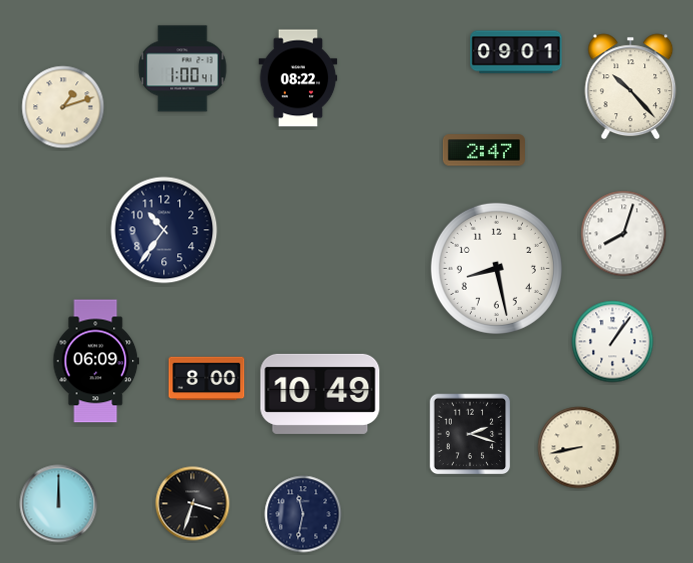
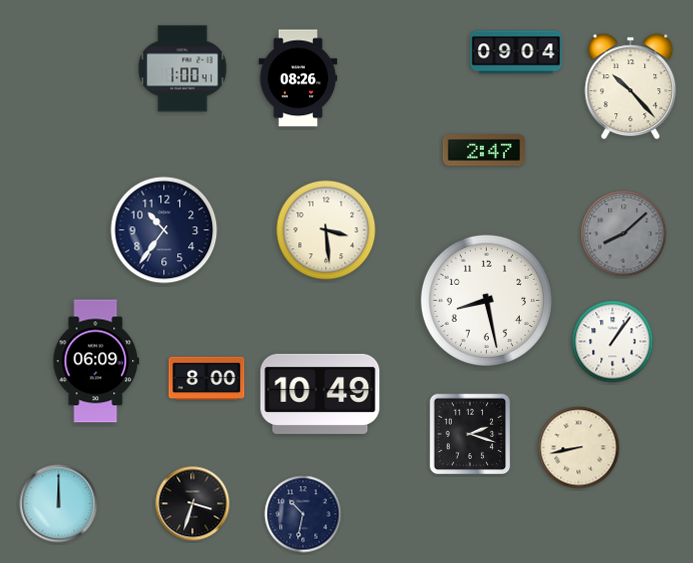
clock at (516, 52): 09:01 -> 09:04
clock at (298, 78): 08:22 -> 08:26
clock at (63, 107): 1:12 -> none
clock at (326, 230): none -> 3:29
clock at (624, 234): 8:03 -> 8:08
clock at (624, 234) dial: white -> grey
clock at (496, 268) position: (496, 268) -> (486, 300)
clock at (303, 514): 11:32 -> 10:32
